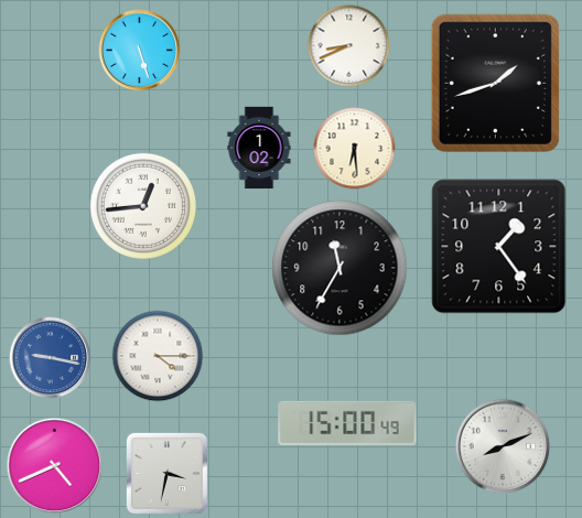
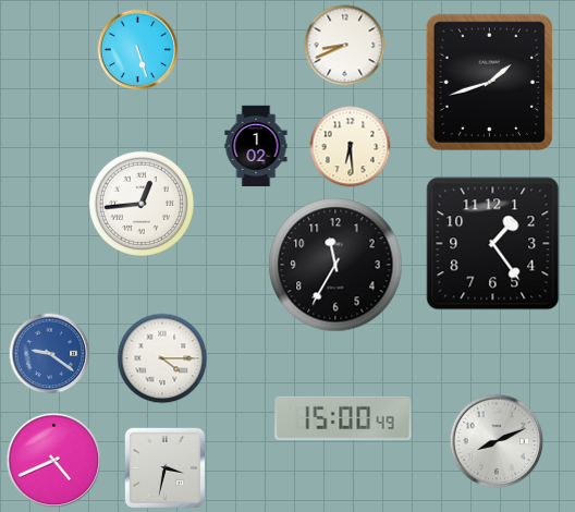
clock at (158, 356) position: (158, 356) -> (162, 358)
clock at (51, 358): 9:17 -> 9:21
